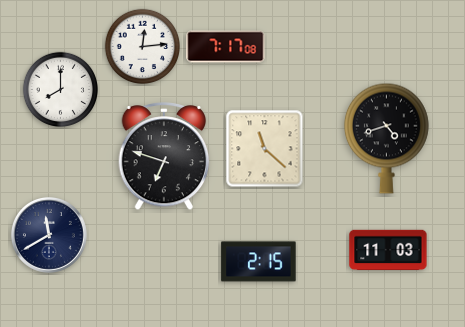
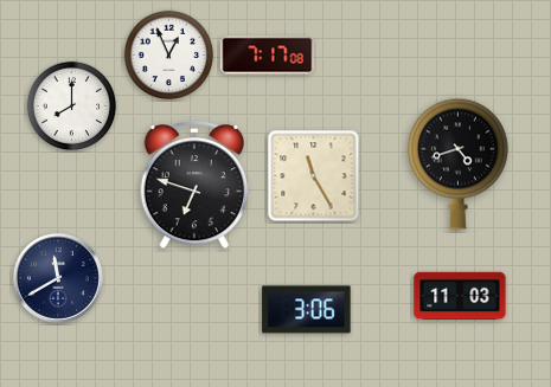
clock at (143, 47): 12:14 -> 12:56
clock at (265, 149): 11:22 -> 11:25
clock at (259, 262): 2:15 -> 3:06
